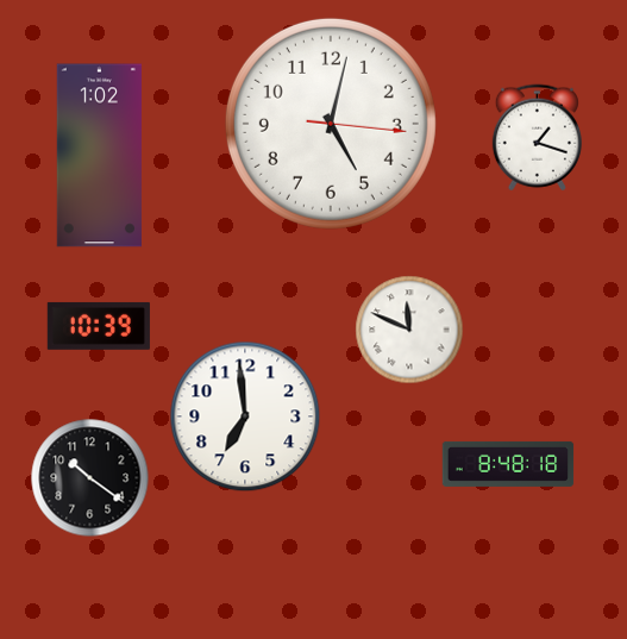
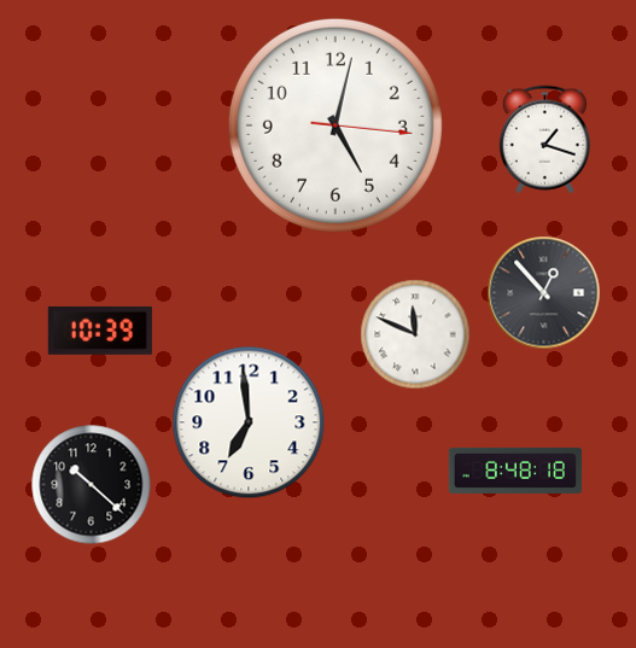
clock at (99, 156): 1:02 -> none
clock at (544, 293): none -> 12:53
clock at (90, 478): 10:21 -> 10:22
